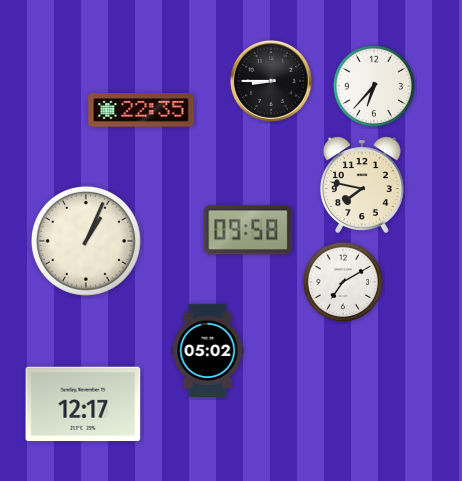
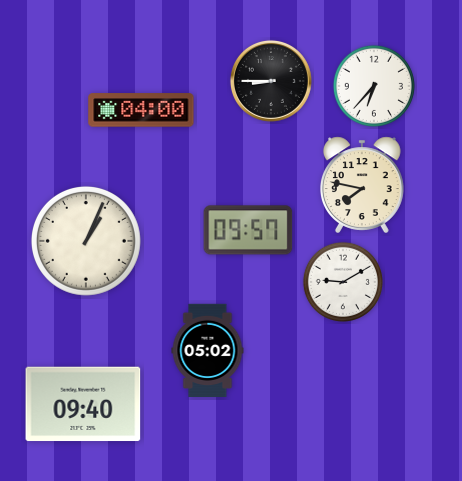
clock at (141, 110): 22:35 -> 04:00
clock at (248, 230): 09:58 -> 09:57
clock at (343, 282): 7:10 -> 9:10
clock at (83, 404): 12:17 -> 09:40
